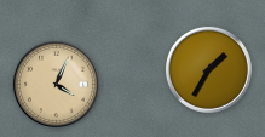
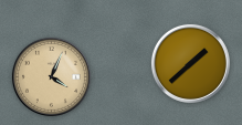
clock at (208, 69): 1:35 -> 1:38
